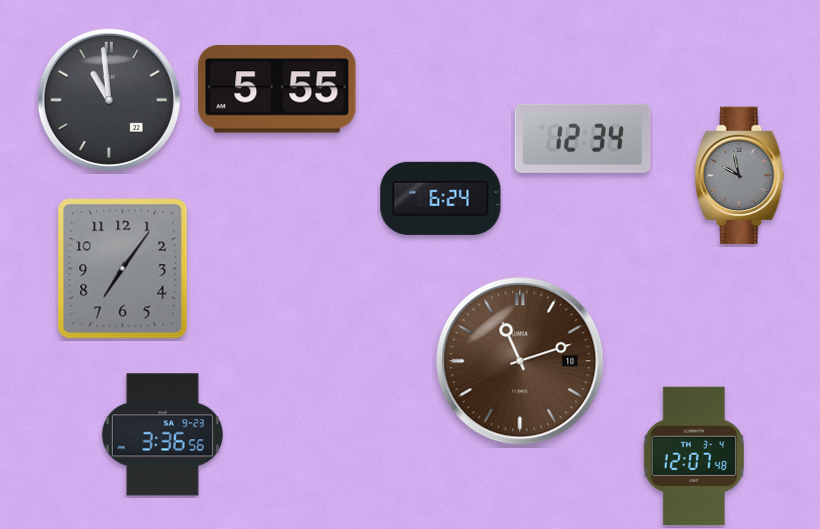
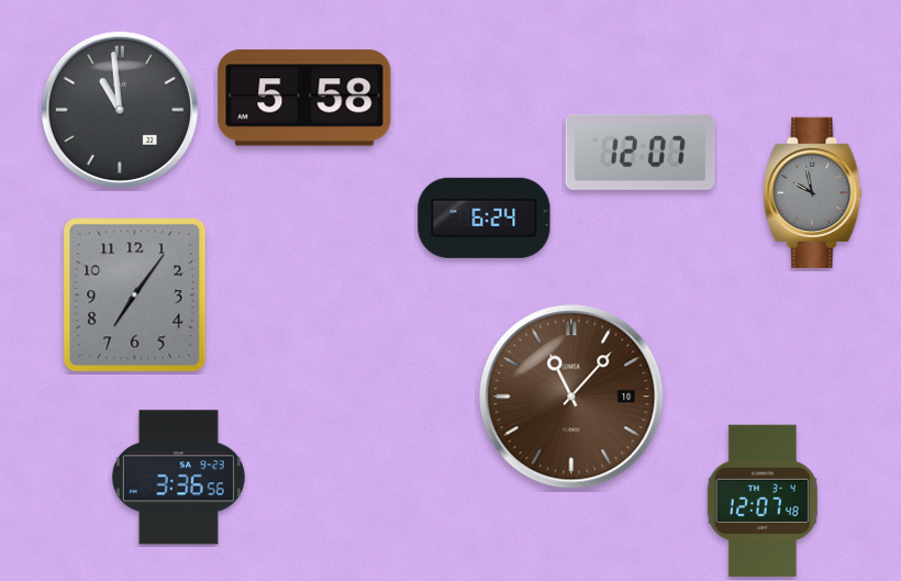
clock at (277, 89): 5:55 -> 5:58
clock at (583, 138): 12:34 -> 12:07
clock at (520, 361): 11:12 -> 11:07
